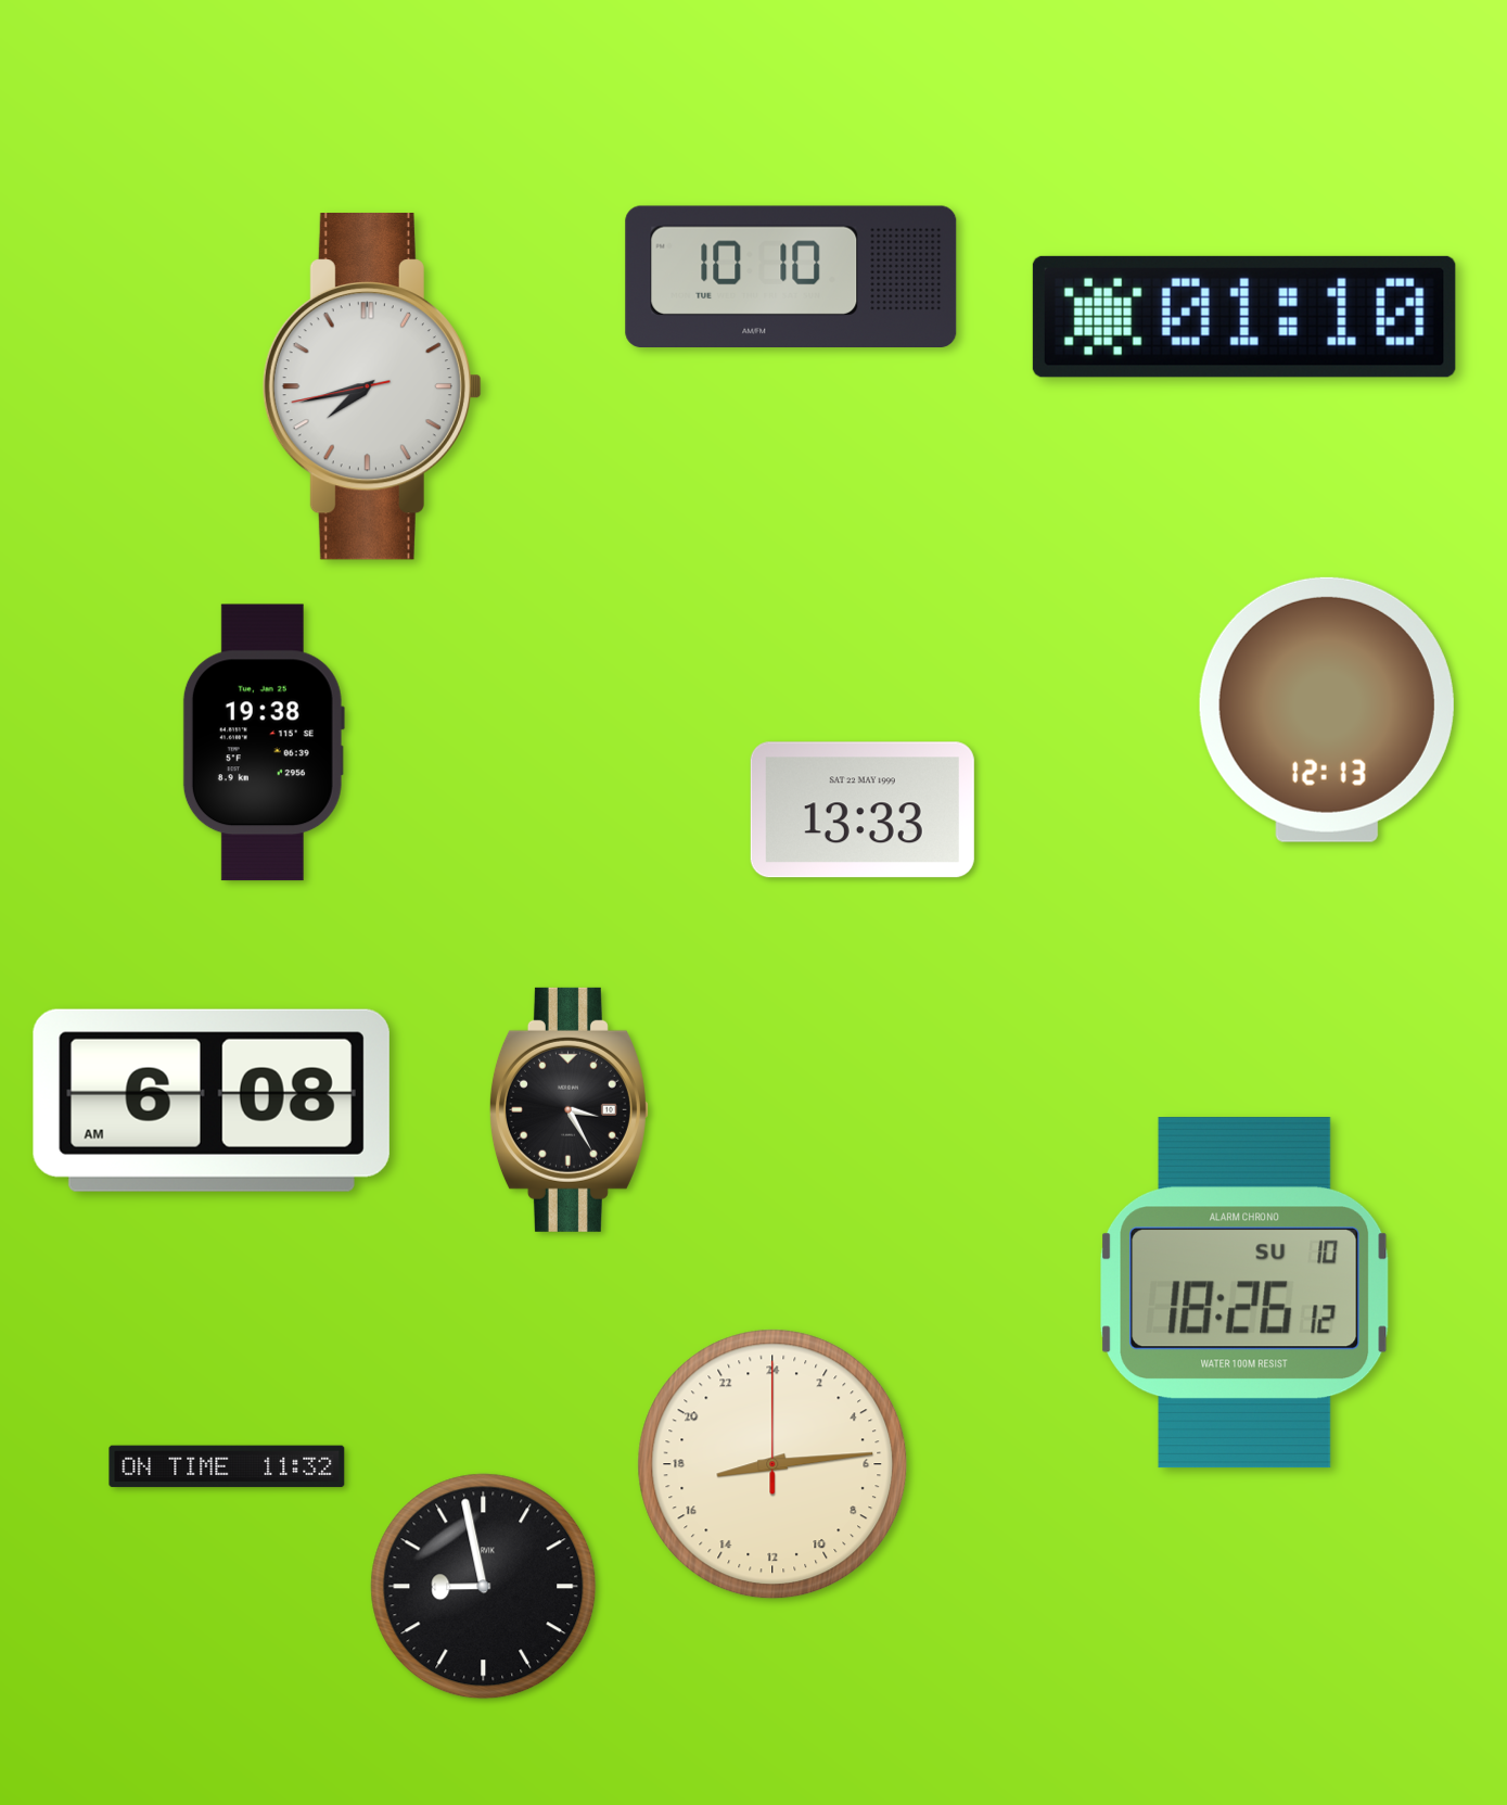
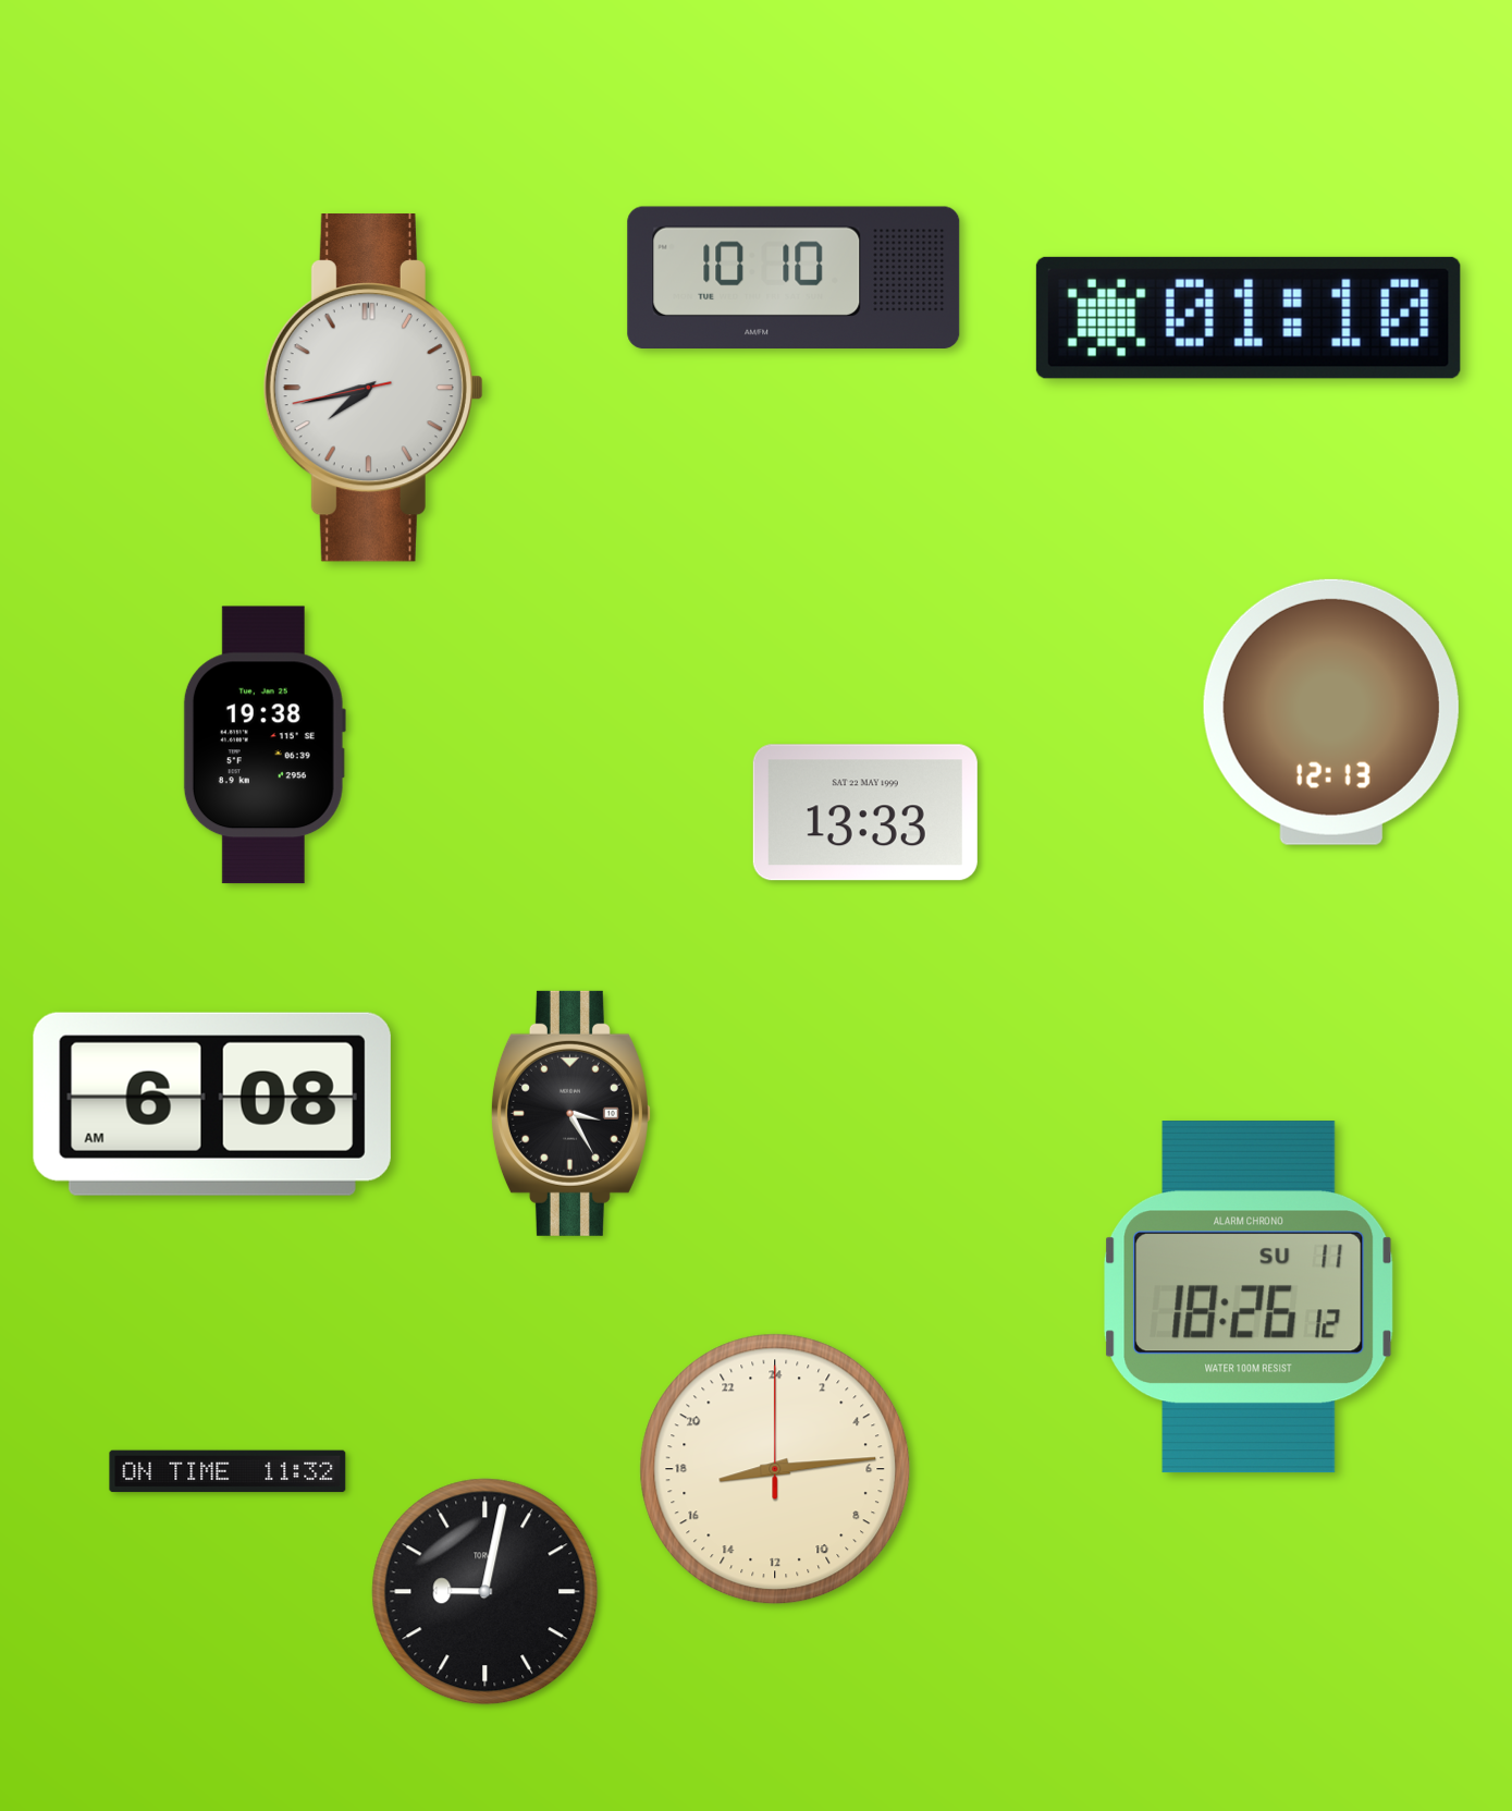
clock at (1244, 1293) date: SU 10 -> SU 11
clock at (484, 1587): 8:58 -> 9:02
